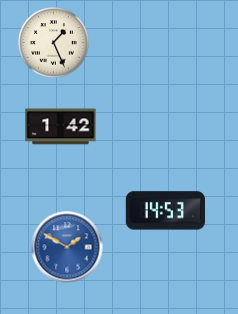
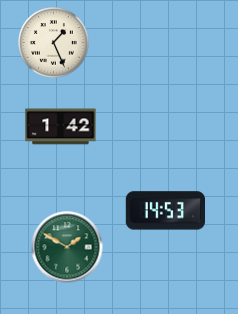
clock at (67, 247) dial: blue -> green
